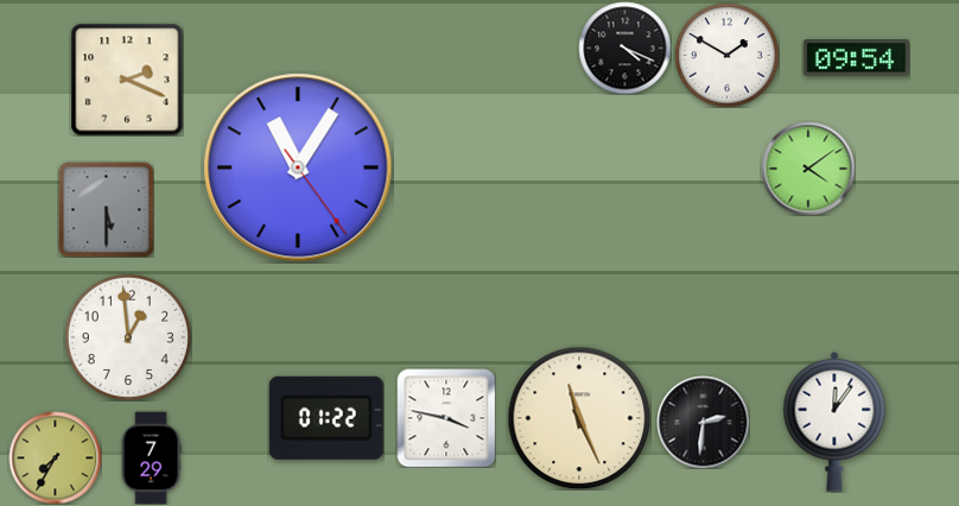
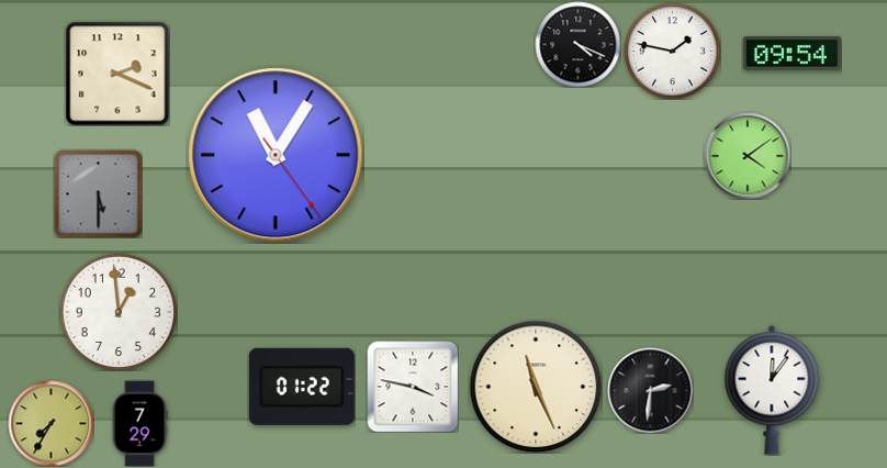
clock at (726, 55): 1:50 -> 1:47
